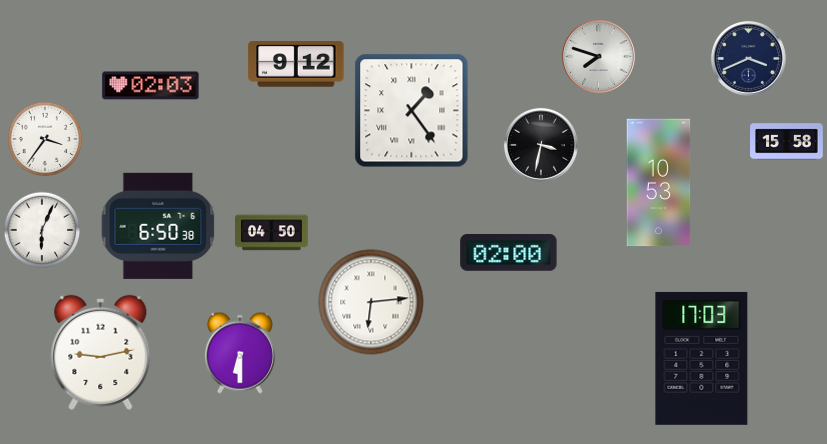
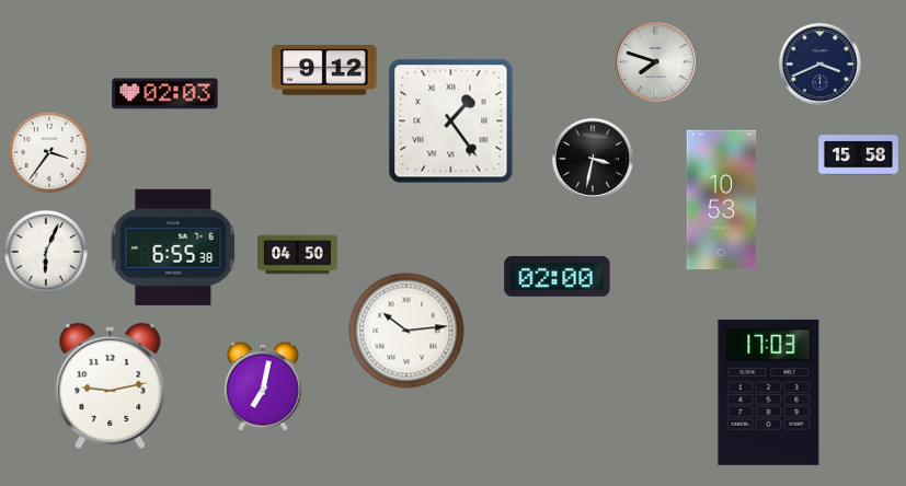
clock at (787, 142) position: (787, 142) -> (859, 155)
clock at (158, 226): 6:50 -> 6:55
clock at (371, 302): 6:14 -> 10:14
clock at (240, 353): 6:30 -> 7:02
